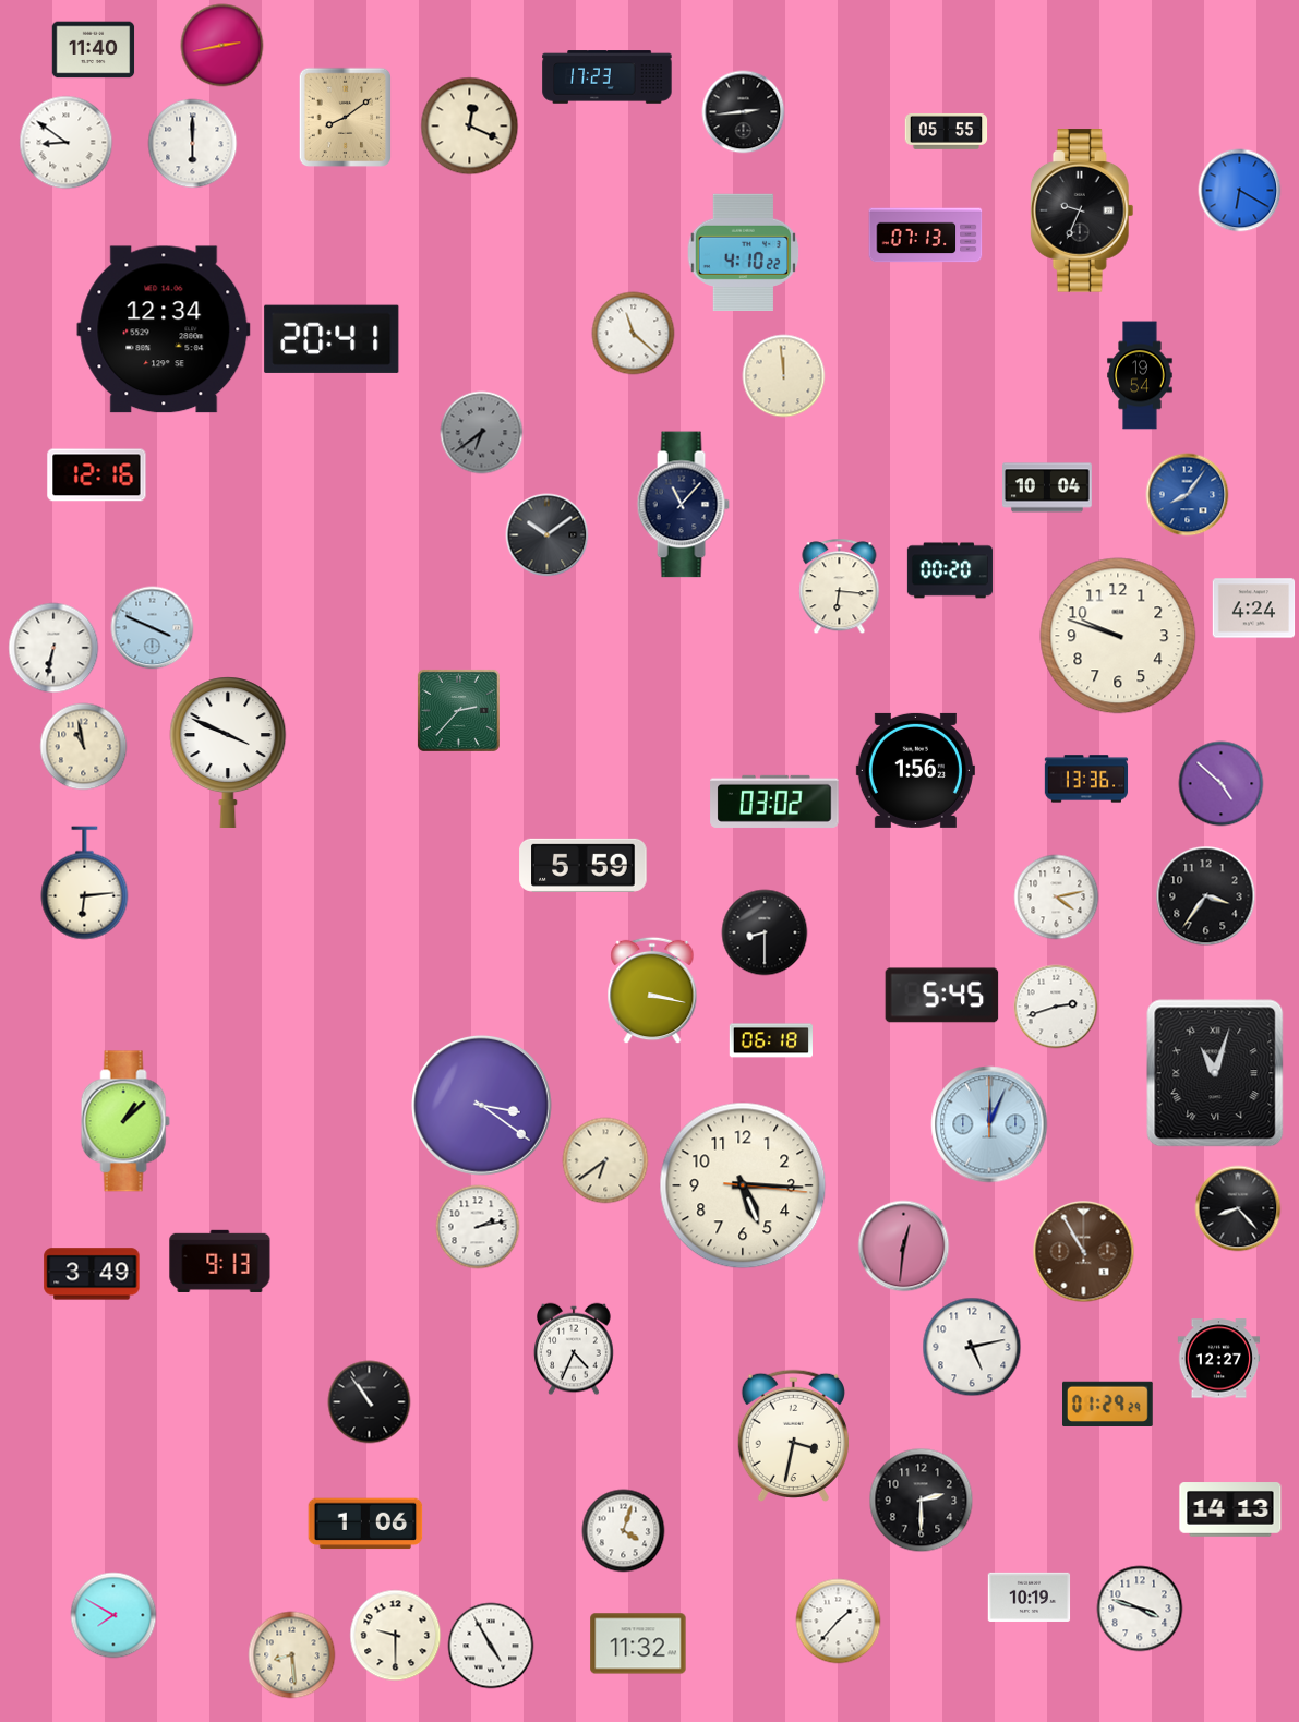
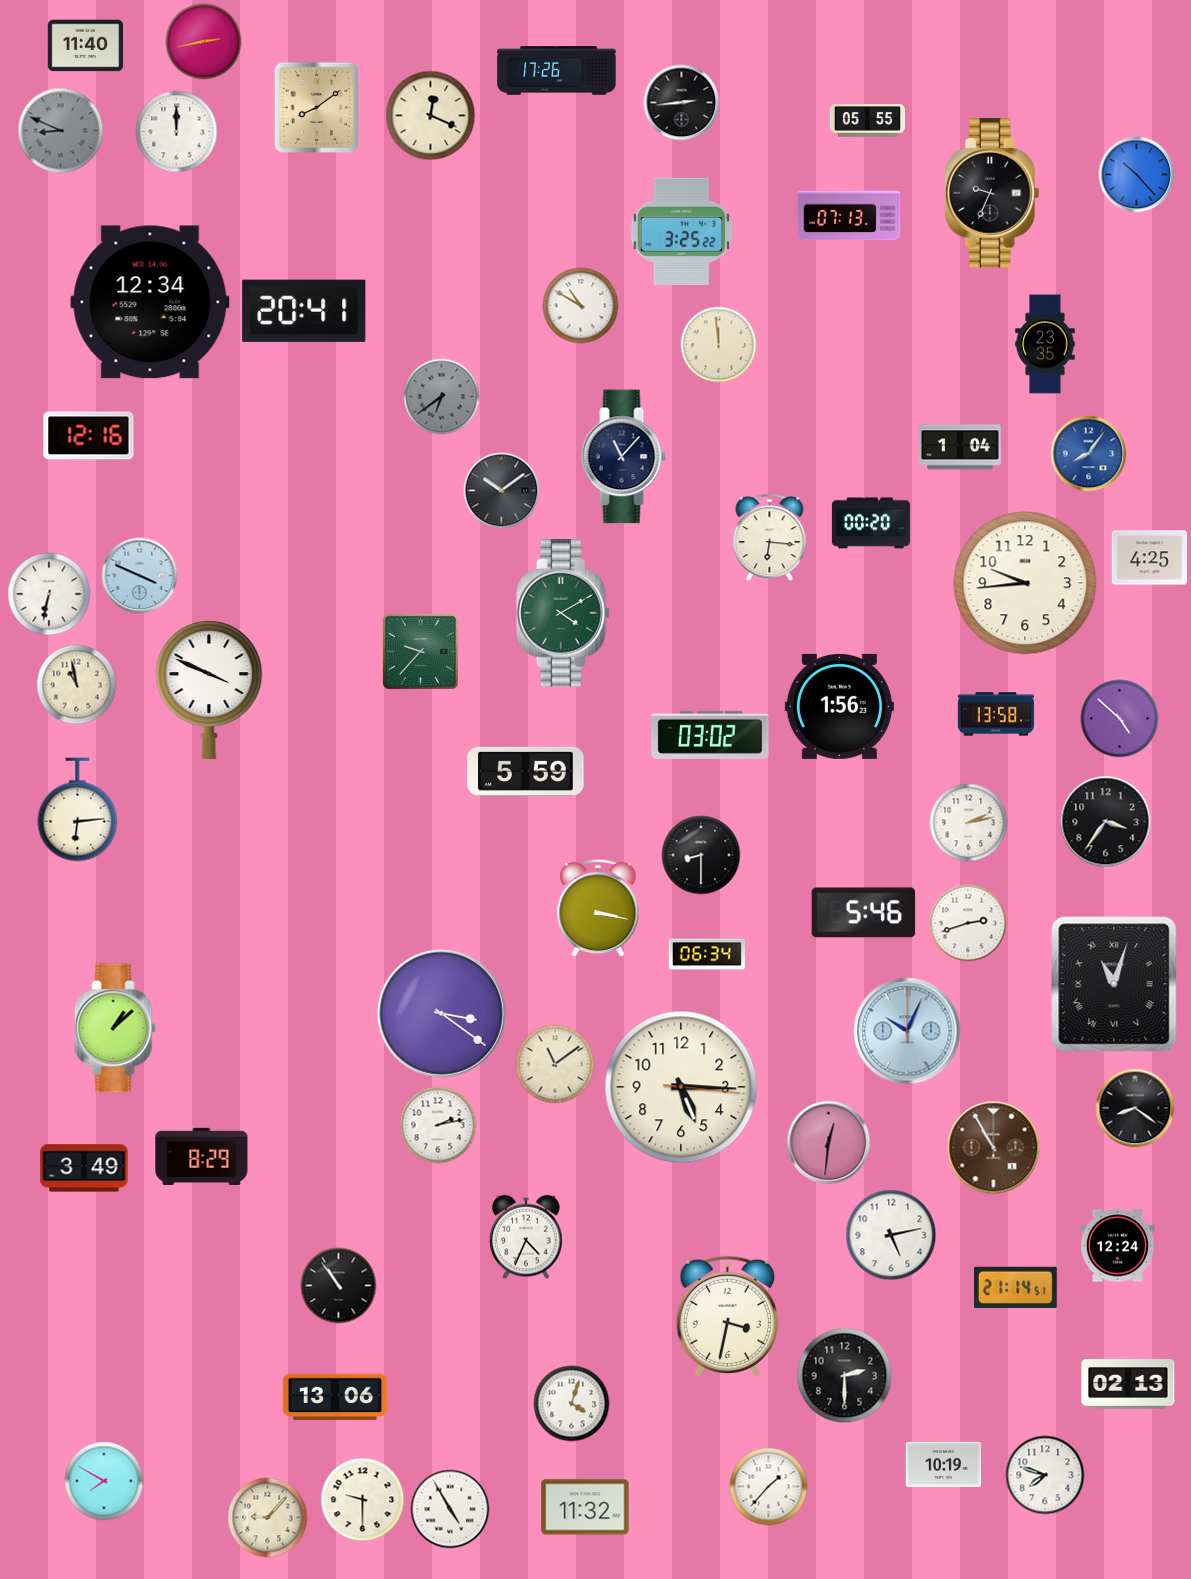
clock at (608, 77): 17:23 -> 17:26
clock at (67, 143): 8:51 -> 8:49
clock at (67, 143) dial: white -> grey
clock at (193, 144): 6:00 -> 12:00
clock at (1240, 191): 6:20 -> 10:23
clock at (744, 252): 4:10 -> 3:25
clock at (634, 334): 11:22 -> 10:50
clock at (1140, 375): 19:54 -> 23:35
clock at (1048, 487): 10:04 -> 1:04
clock at (683, 505) position: (683, 505) -> (623, 457)
clock at (1254, 609): 4:24 -> 4:25
clock at (1118, 636): 9:48 -> 9:44
clock at (563, 613): none -> 4:10
clock at (458, 710): 2:37 -> 9:37
clock at (1086, 779): 13:36 -> 13:58
clock at (584, 865) position: (584, 865) -> (526, 771)
clock at (1057, 898): 4:13 -> 2:13
clock at (942, 996): 5:45 -> 5:46
clock at (770, 1040): 06:18 -> 06:34
clock at (989, 1124): 12:04 -> 10:04
clock at (605, 1160): 6:39 -> 11:09
clock at (1238, 1208): 8:23 -> 8:21
clock at (220, 1261): 9:13 -> 8:29
clock at (1219, 1359): 12:27 -> 12:24
clock at (1108, 1404): 01:29 -> 21:14
clock at (1230, 1509): 14:13 -> 02:13
clock at (365, 1524): 1:06 -> 13:06
clock at (1140, 1609): 3:48 -> 7:48
clock at (292, 1655): 8:29 -> 9:07
